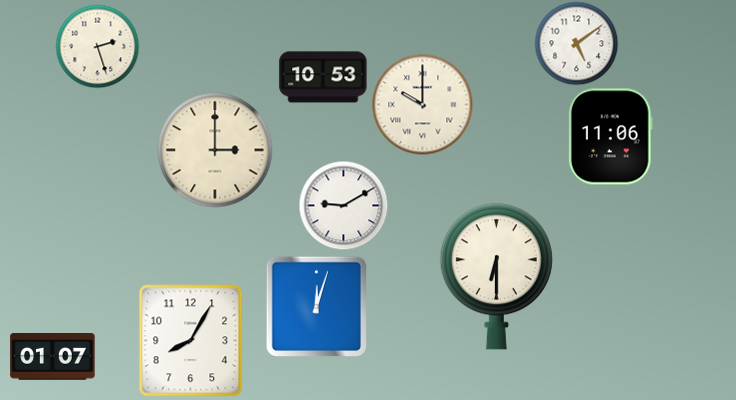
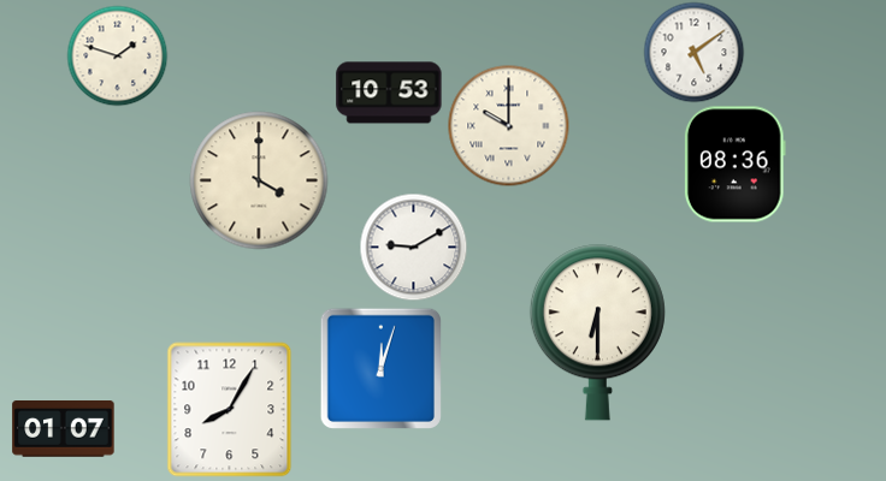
clock at (97, 46): 2:27 -> 1:48
clock at (610, 137): 11:06 -> 08:36
clock at (215, 150): 3:00 -> 4:00
